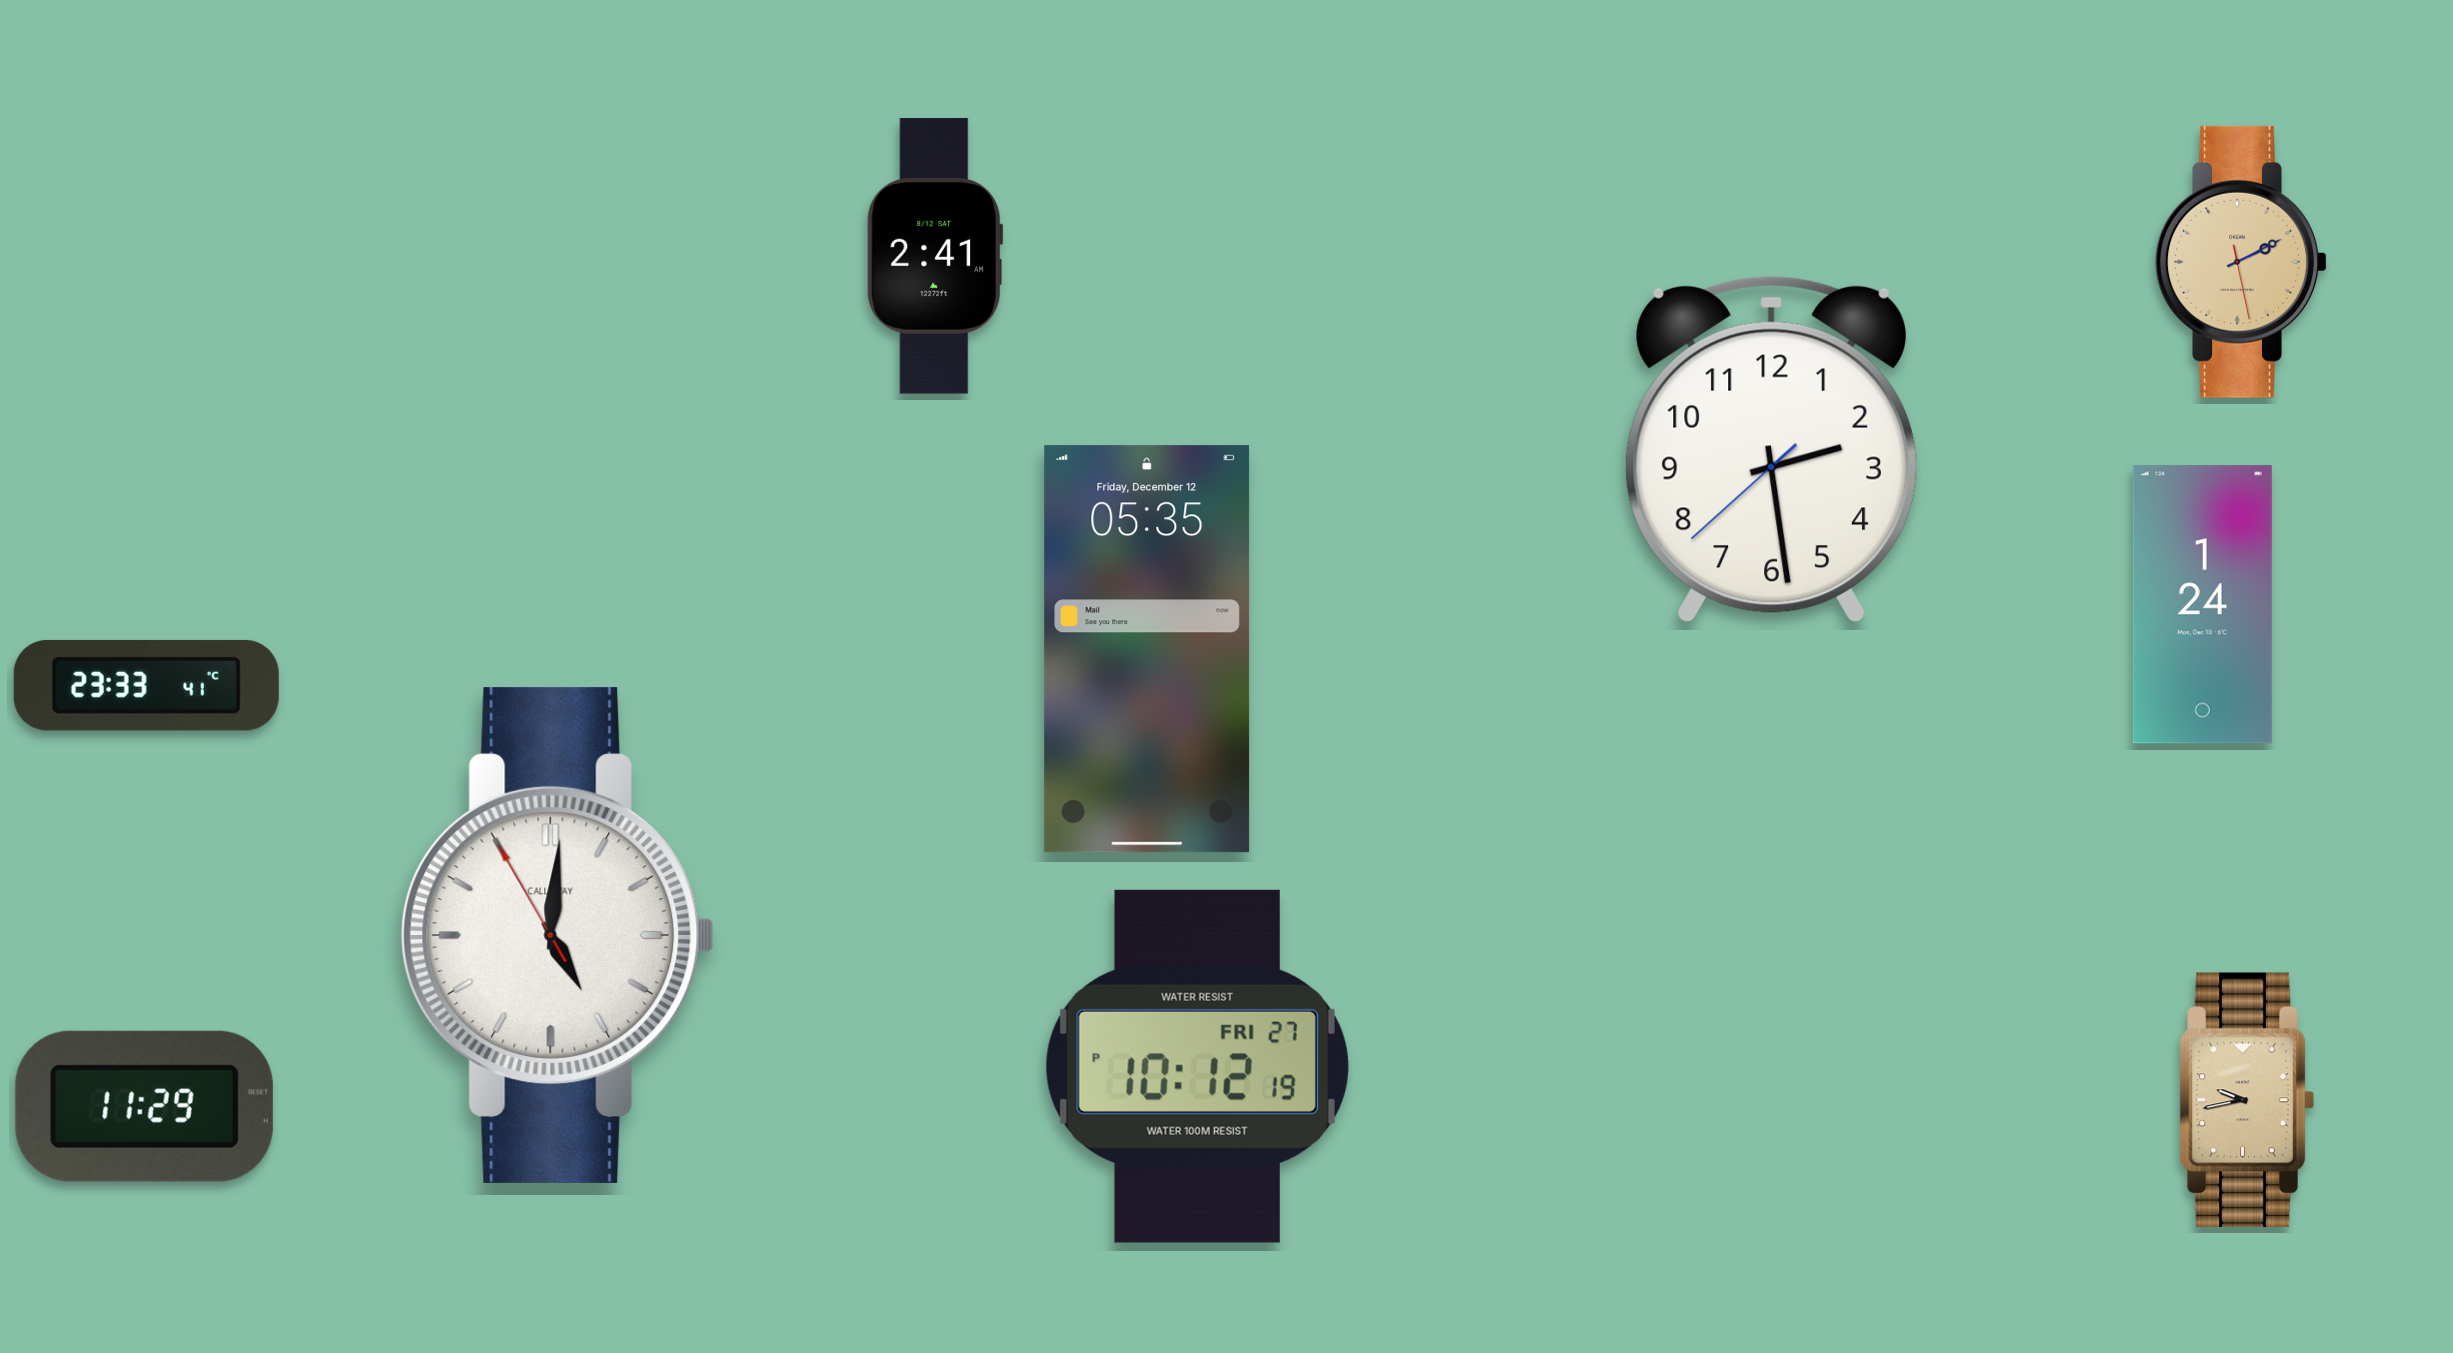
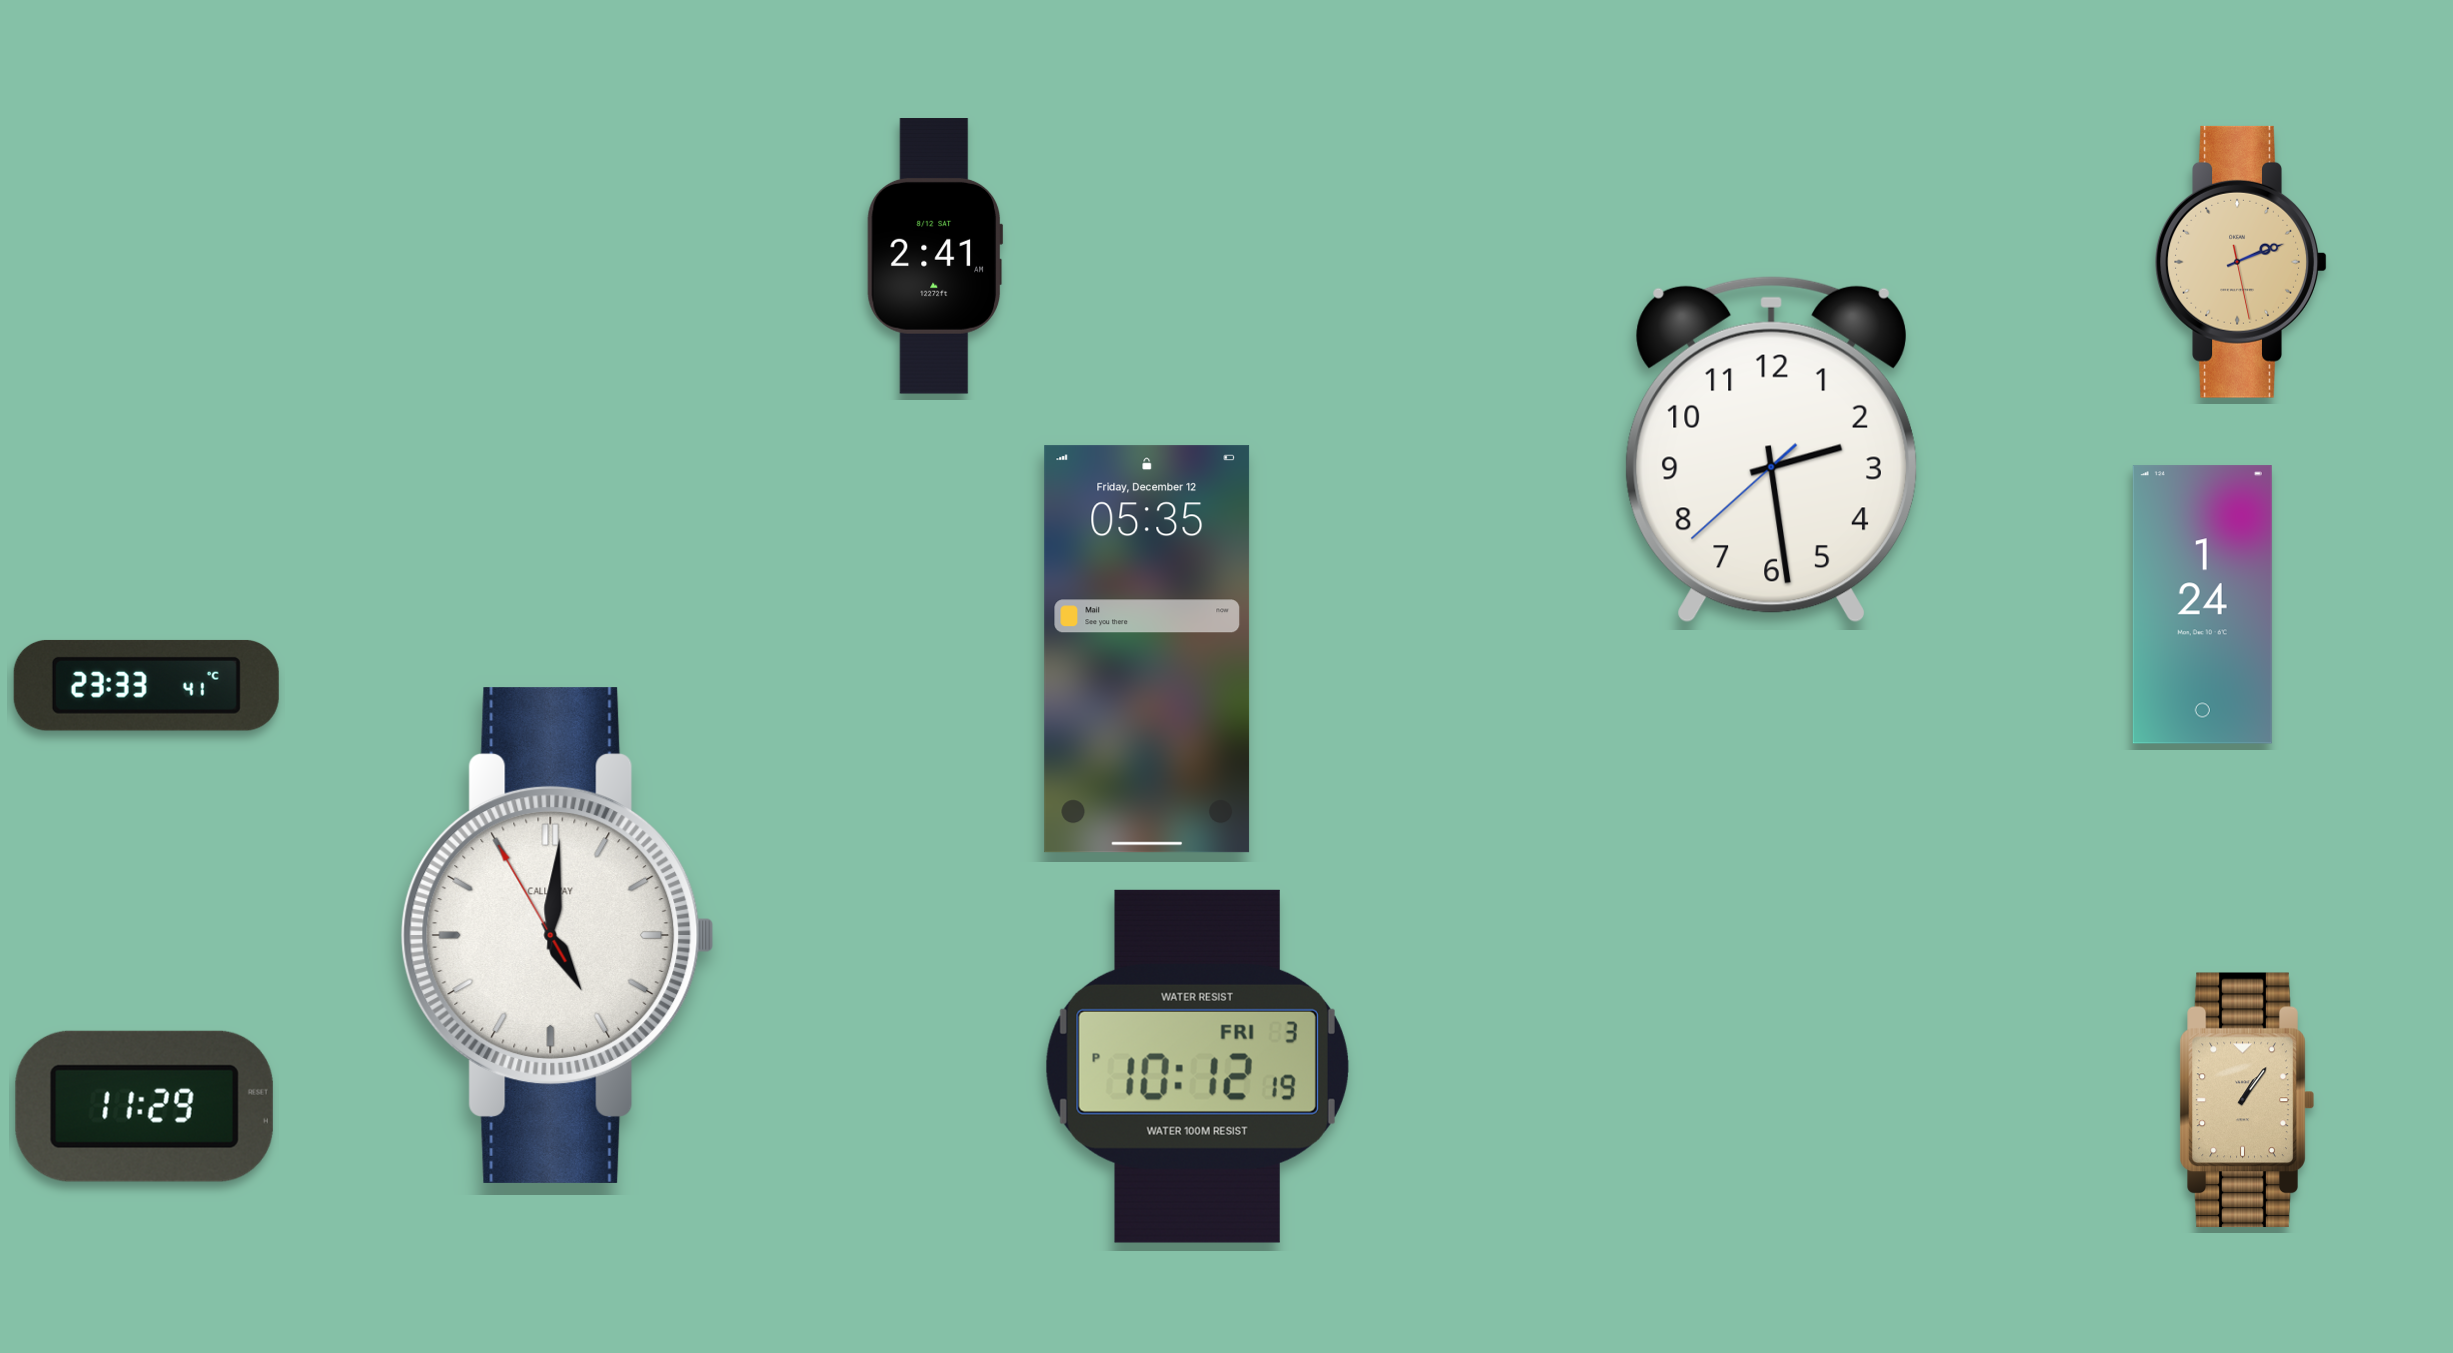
clock at (2241, 262): 2:10 -> 2:11
clock at (1197, 1066) date: FRI 27 -> FRI 3
clock at (2247, 1100): 9:43 -> 1:06
